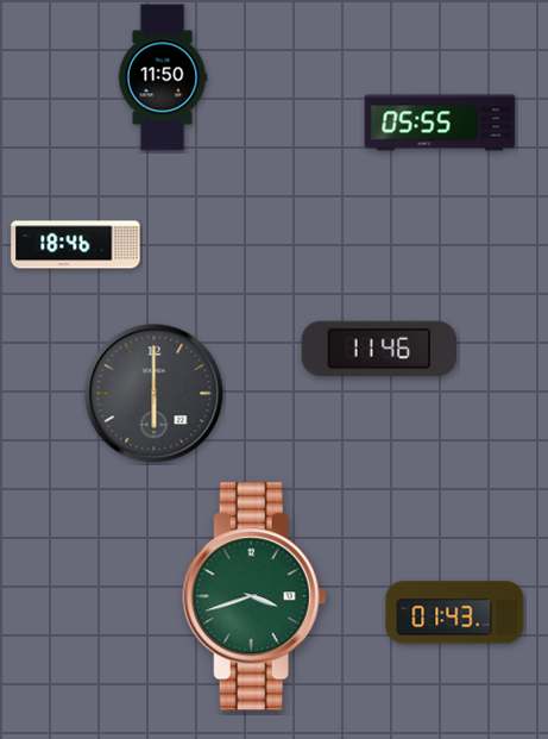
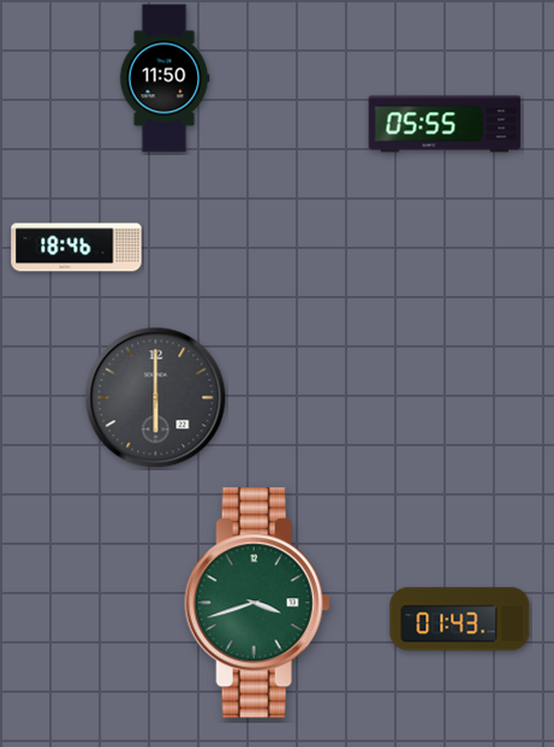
clock at (378, 349): 11:46 -> none
